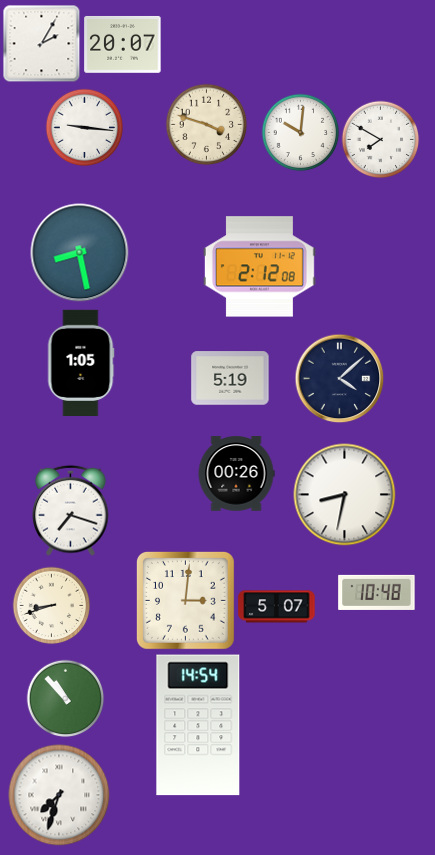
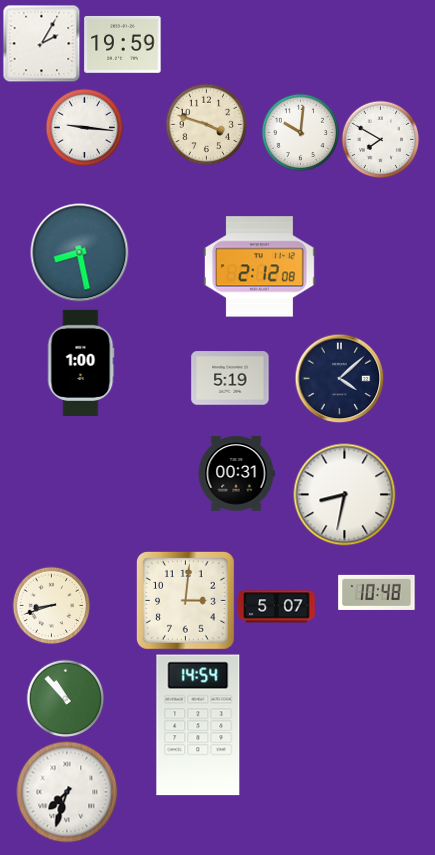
clock at (123, 45): 20:07 -> 19:59
clock at (81, 362): 1:05 -> 1:00
clock at (236, 474): 00:26 -> 00:31
clock at (71, 510): 7:18 -> none
clock at (59, 795) position: (59, 795) -> (67, 792)
